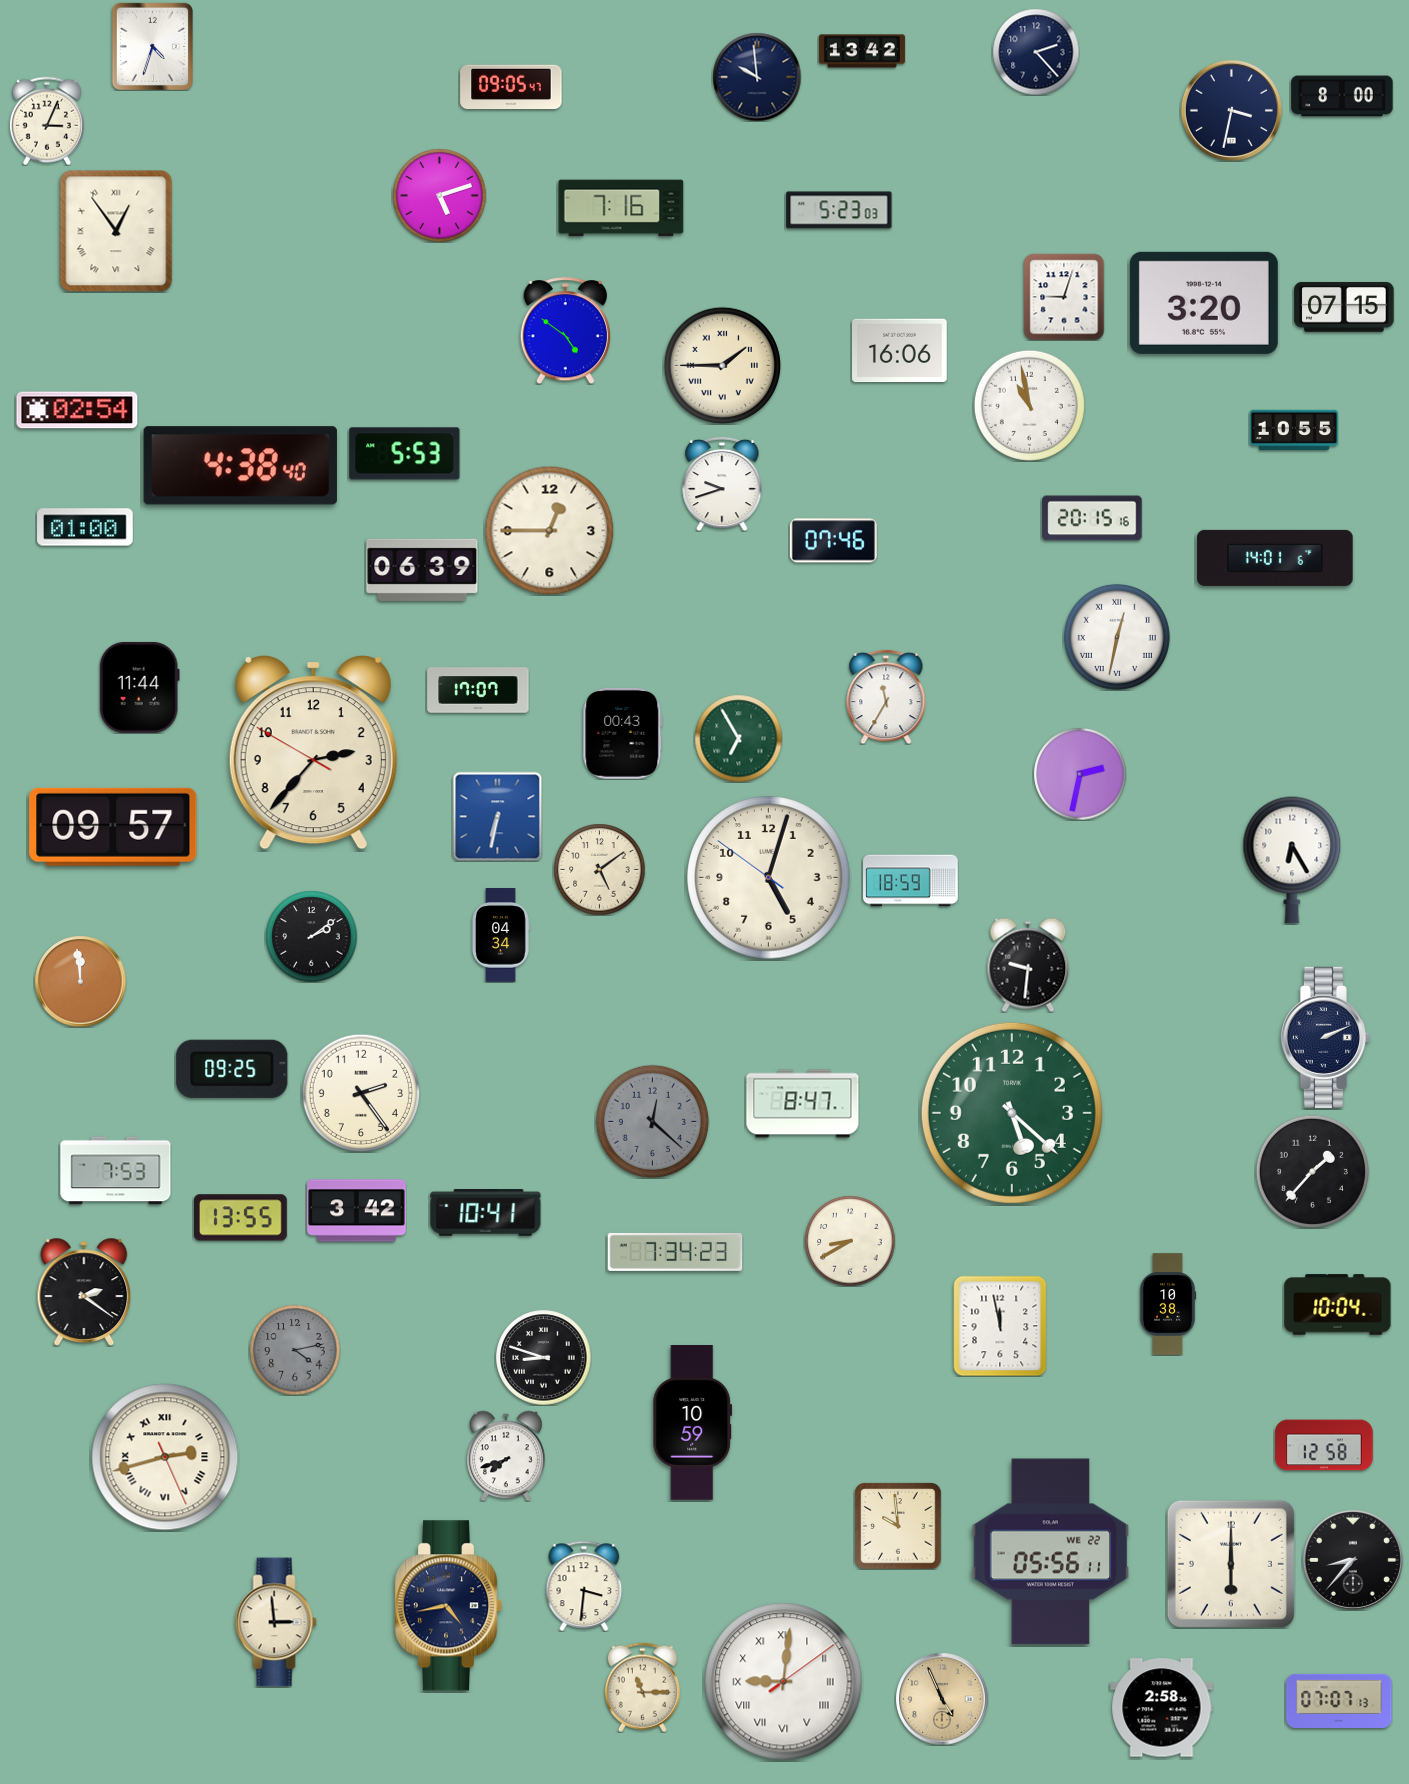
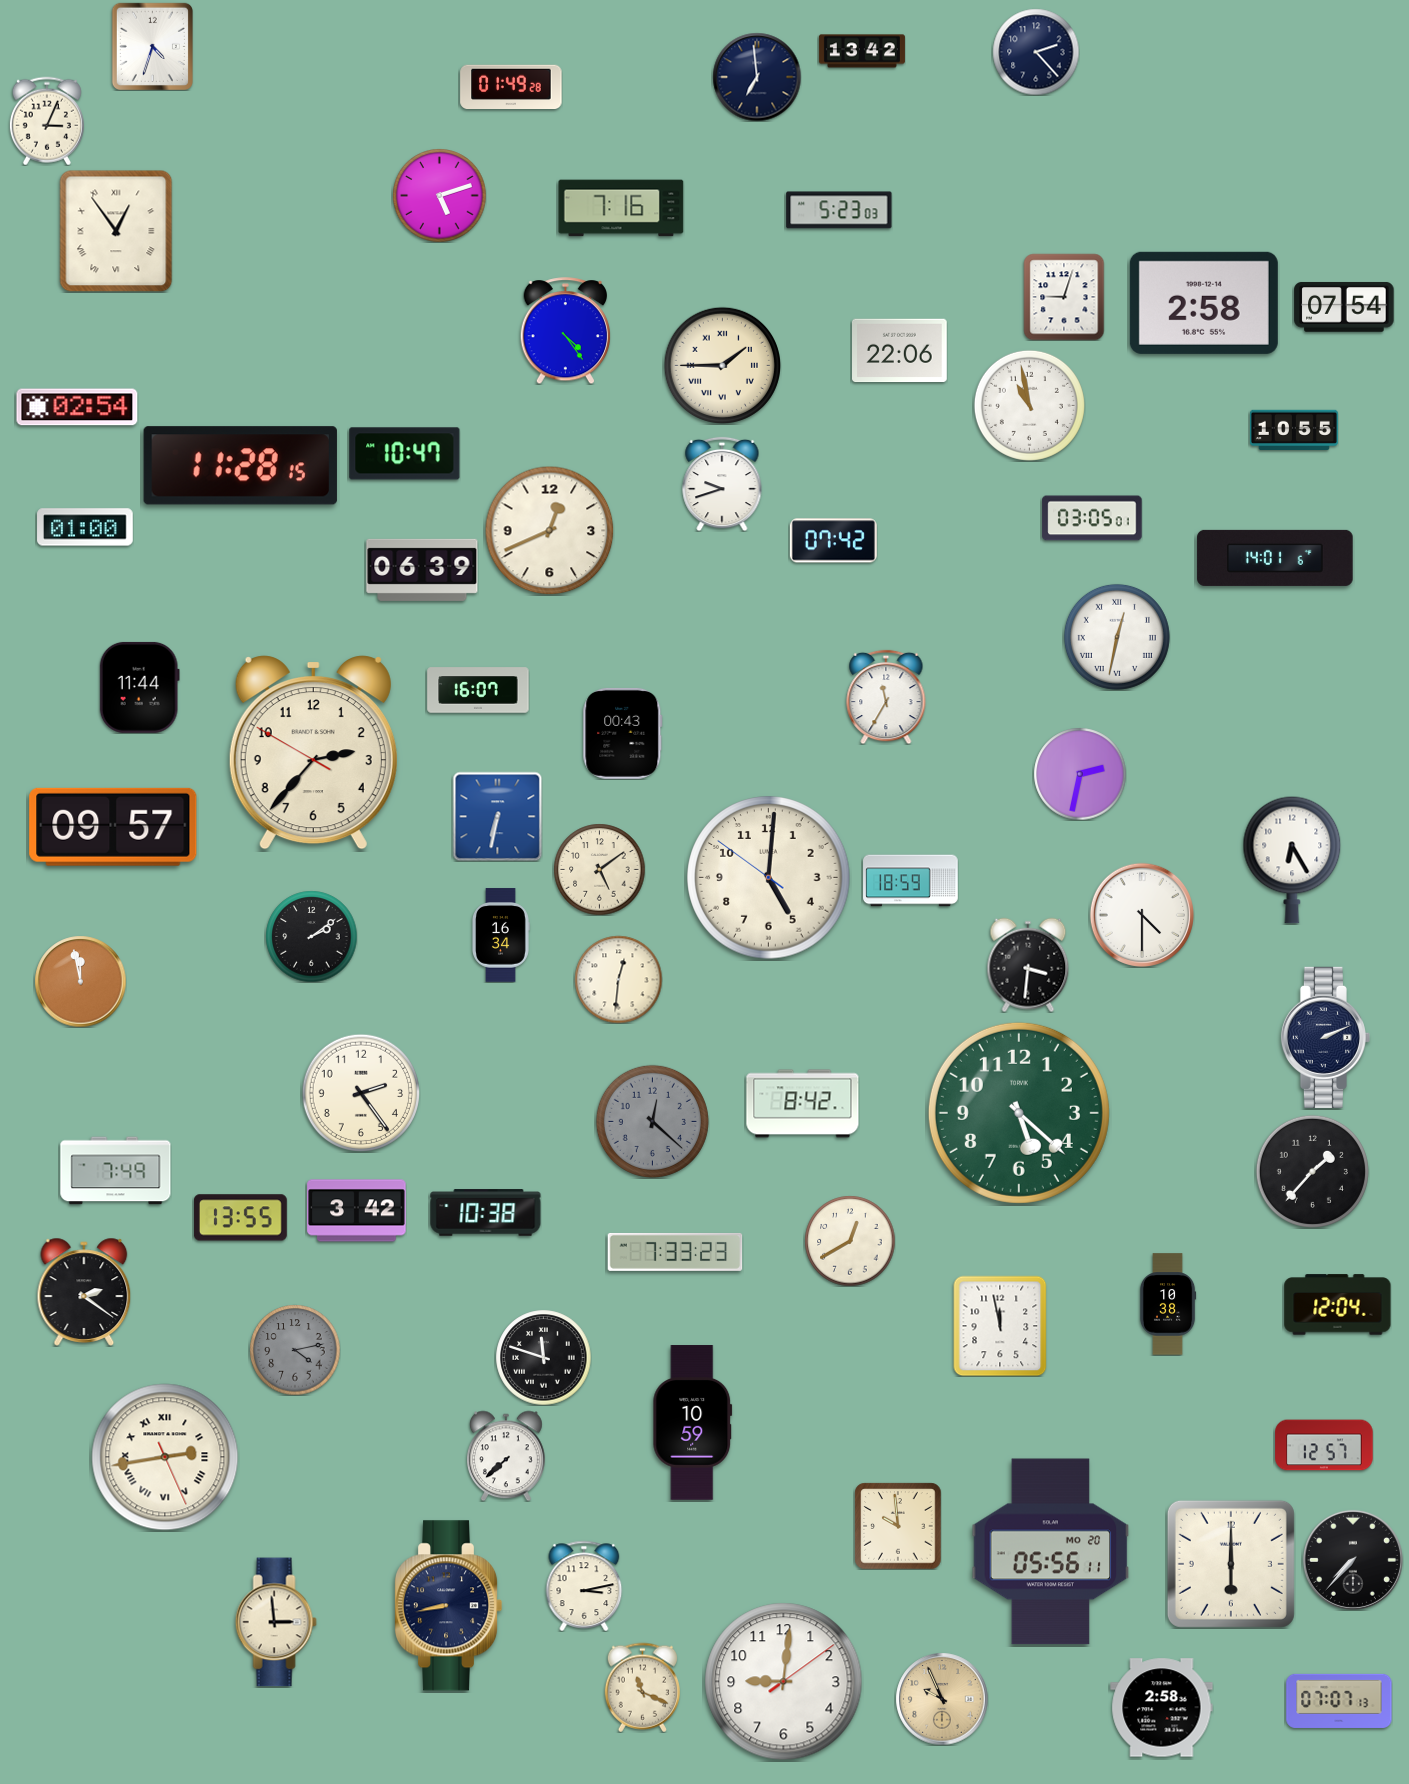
clock at (757, 77): 9:59 -> 6:59
clock at (511, 87): 09:05 -> 01:49
clock at (1342, 96): 8:00 -> none
clock at (1231, 110): 3:32 -> none
clock at (1204, 303): 3:20 -> 2:58
clock at (1344, 307): 07:15 -> 07:54
clock at (566, 331): 4:51 -> 4:24
clock at (900, 351): 16:06 -> 22:06
clock at (77, 410) position: (77, 410) -> (77, 407)
clock at (405, 454): 5:53 -> 10:47
clock at (240, 466): 4:38 -> 11:28
clock at (1092, 518): 20:15 -> 03:05
clock at (549, 530): 12:45 -> 12:41
clock at (833, 541): 07:46 -> 07:42
clock at (478, 690): 17:07 -> 16:07
clock at (738, 738): 6:55 -> none
clock at (769, 878): 5:02 -> 5:00
clock at (1141, 914): none -> 4:30
clock at (501, 935): 04:34 -> 16:34
clock at (1028, 965): 9:31 -> 3:31
clock at (618, 979): none -> 12:31
clock at (80, 981): 11:59 -> 11:58
clock at (232, 1069): 09:25 -> none
clock at (803, 1104): 8:47 -> 8:42
clock at (1012, 1113) position: (1012, 1113) -> (1019, 1113)
clock at (116, 1171): 7:53 -> 7:49
clock at (486, 1213): 10:41 -> 10:38
clock at (850, 1241): 8:40 -> 12:40
clock at (675, 1252): 7:34 -> 7:33
clock at (1338, 1305): 10:04 -> 12:04
clock at (543, 1357): 8:48 -> 11:48
clock at (1324, 1445): 12:58 -> 12:57
clock at (506, 1456): 7:42 -> 7:38
clock at (165, 1457): 2:42 -> 2:43
clock at (1051, 1552) date: WE 22 -> MO 20
clock at (1353, 1560): 8:37 -> 7:37
clock at (584, 1586): 3:31 -> 3:13
clock at (448, 1606): 4:43 -> 8:43
clock at (784, 1682) numerals: Roman -> Arabic
clock at (642, 1687): 11:15 -> 11:19
clock at (942, 1699): 4:56 -> 9:56
